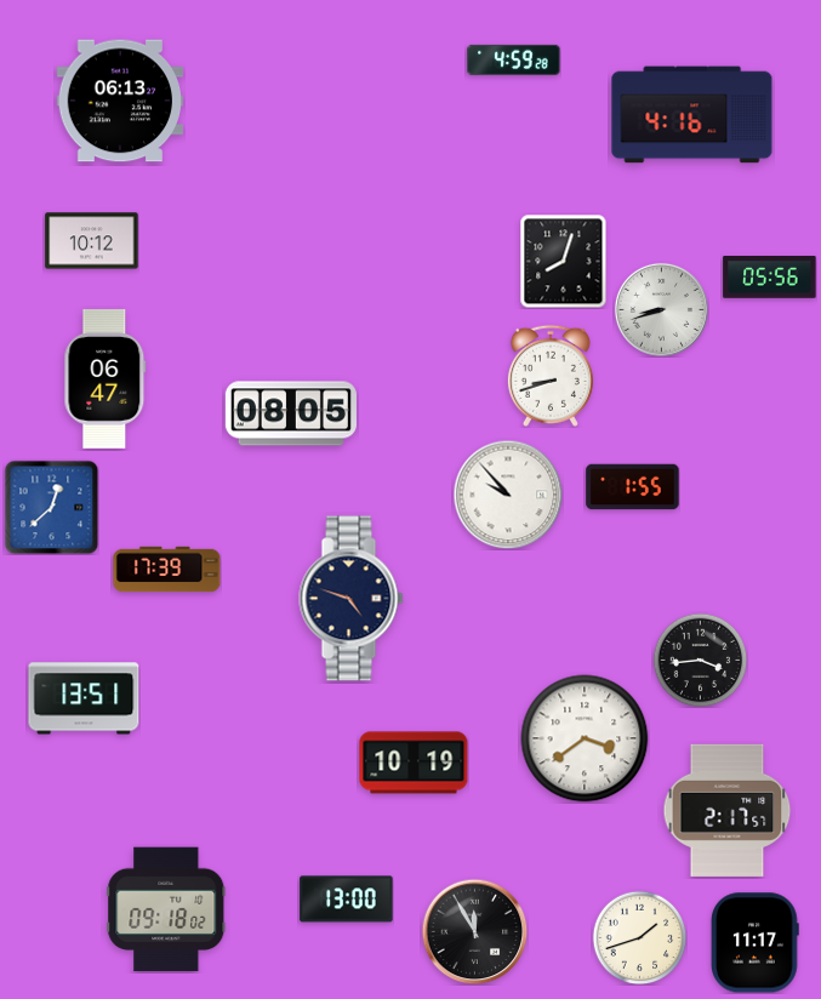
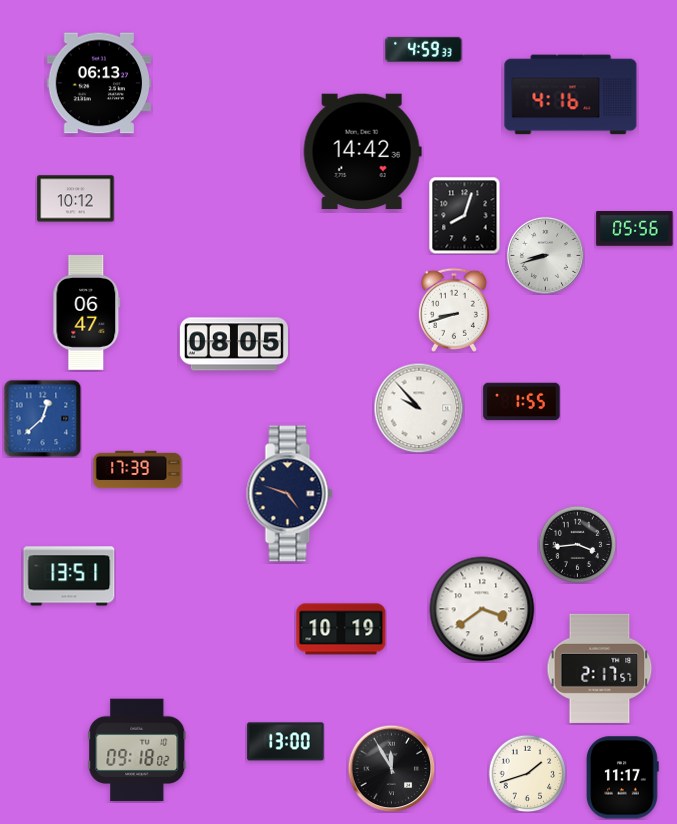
clock at (514, 59): 4:59:28 -> 4:59:33
clock at (362, 152): none -> 14:42
clock at (291, 413) position: (291, 413) -> (234, 344)
